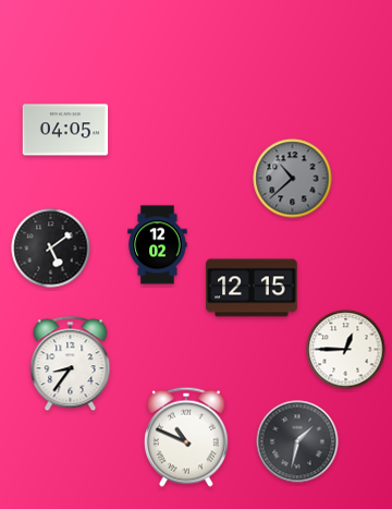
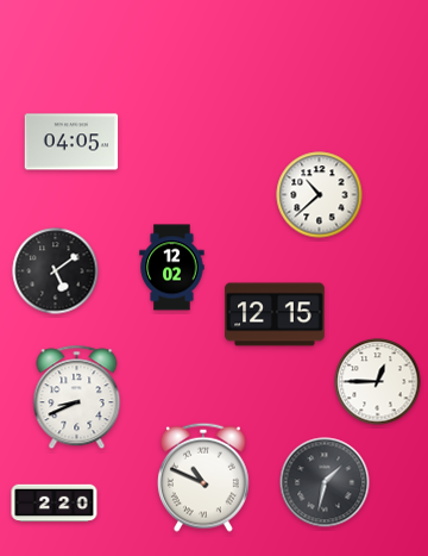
clock at (293, 179) dial: grey -> white
clock at (71, 364): 8:36 -> 8:41
clock at (55, 504): none -> 2:20
